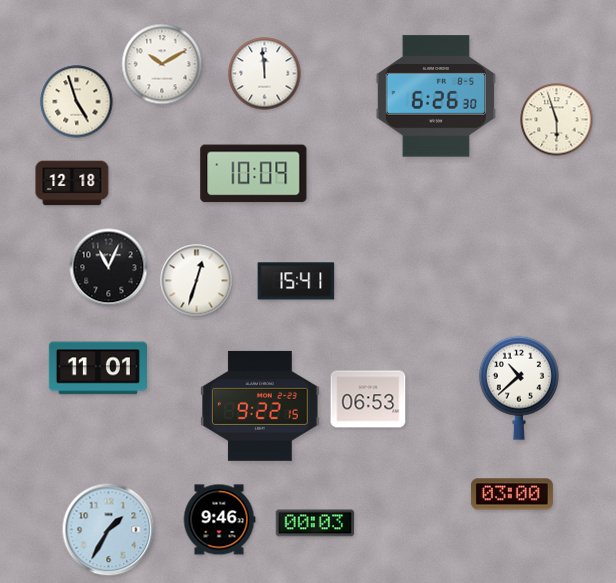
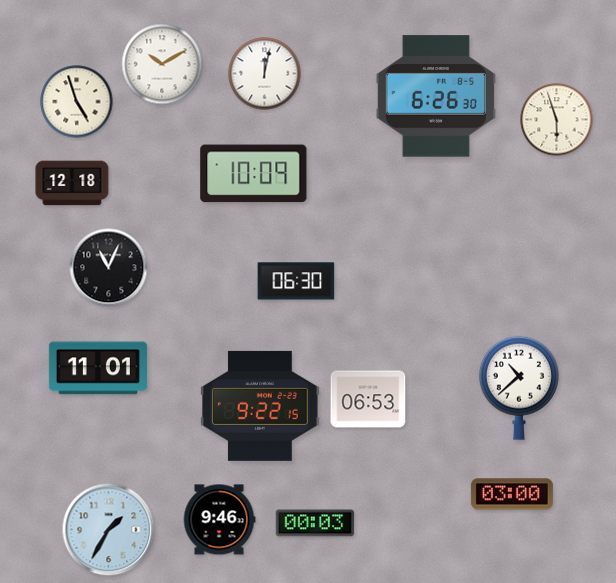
clock at (265, 74): 11:59 -> 12:02
clock at (197, 281): 12:33 -> none
clock at (296, 281): 15:41 -> 06:30
